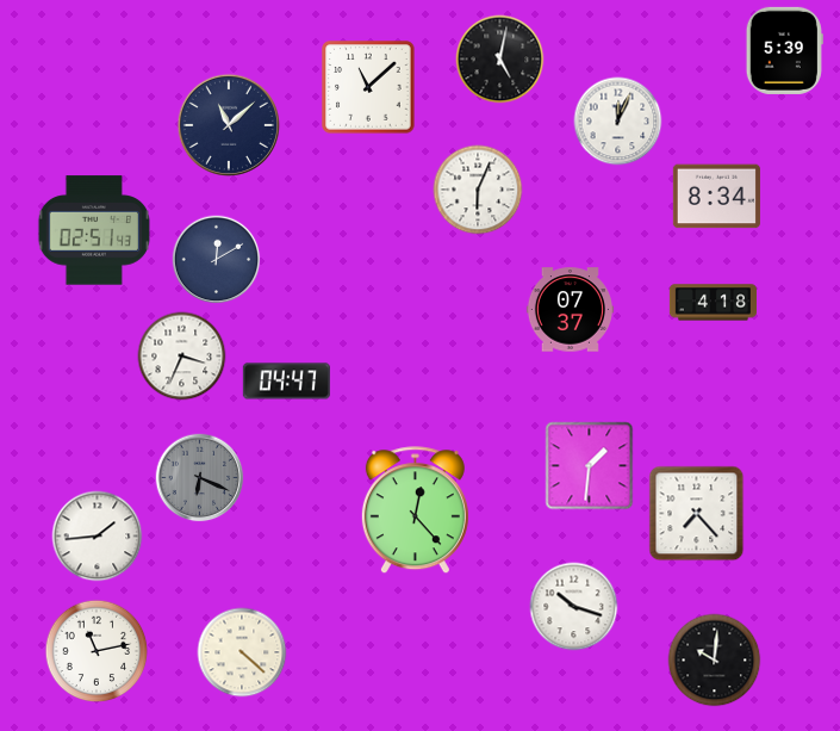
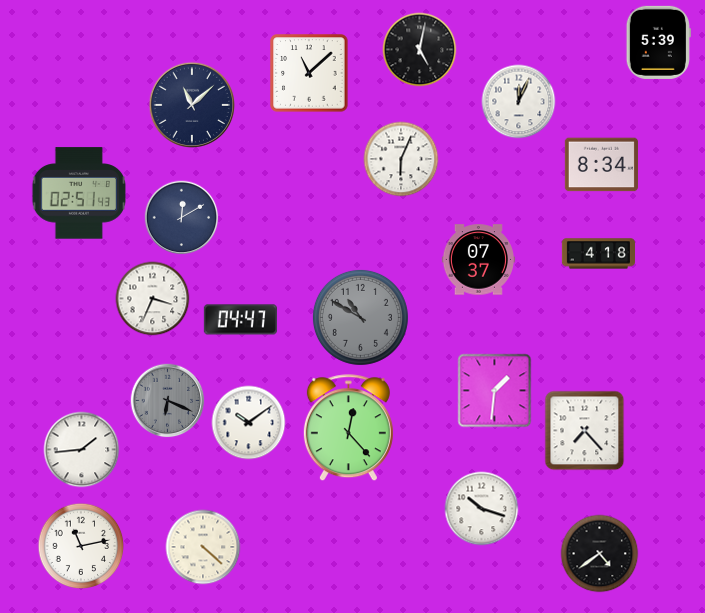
clock at (360, 317): none -> 10:50
clock at (249, 423): none -> 10:09
clock at (715, 661): 10:01 -> 4:39
